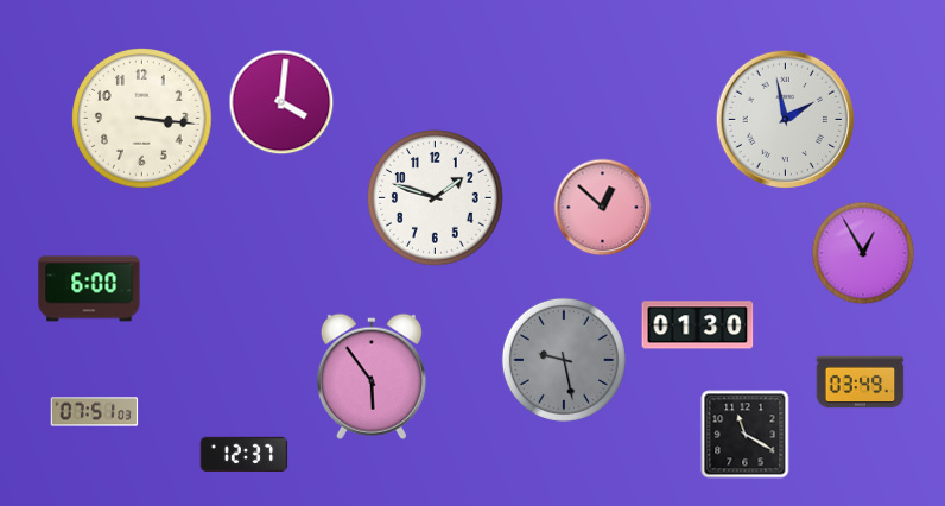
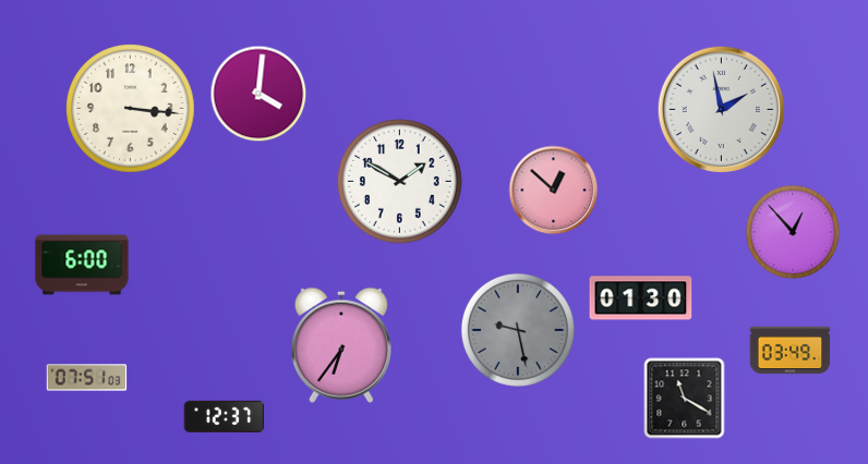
clock at (436, 198): 1:48 -> 1:50
clock at (863, 253): 12:55 -> 12:53
clock at (372, 377): 5:54 -> 6:36
